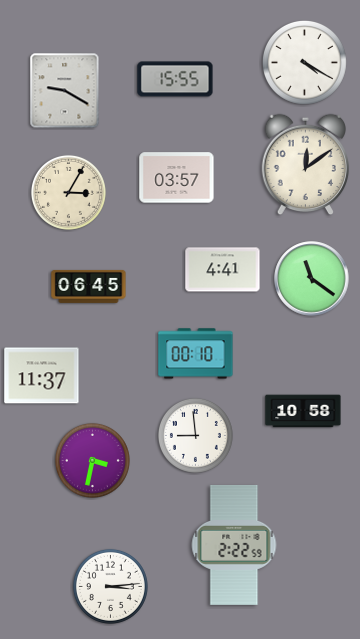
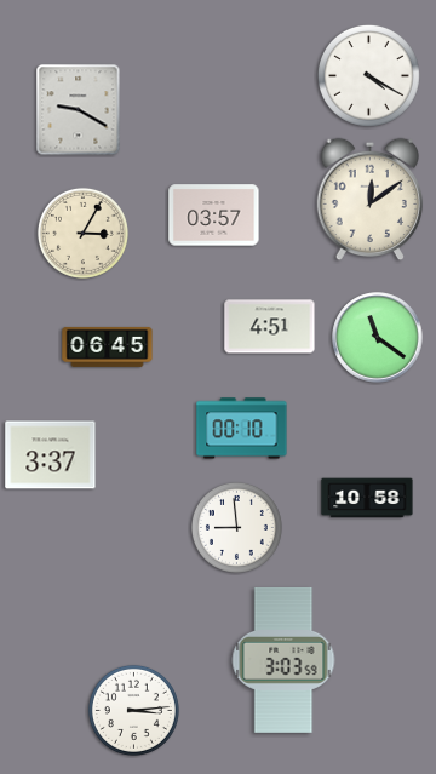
clock at (175, 79): 15:55 -> none
clock at (223, 270): 4:41 -> 4:51
clock at (196, 354) position: (196, 354) -> (242, 429)
clock at (42, 376): 11:37 -> 3:37
clock at (92, 460): 3:32 -> none
clock at (234, 545): 2:22 -> 3:03
